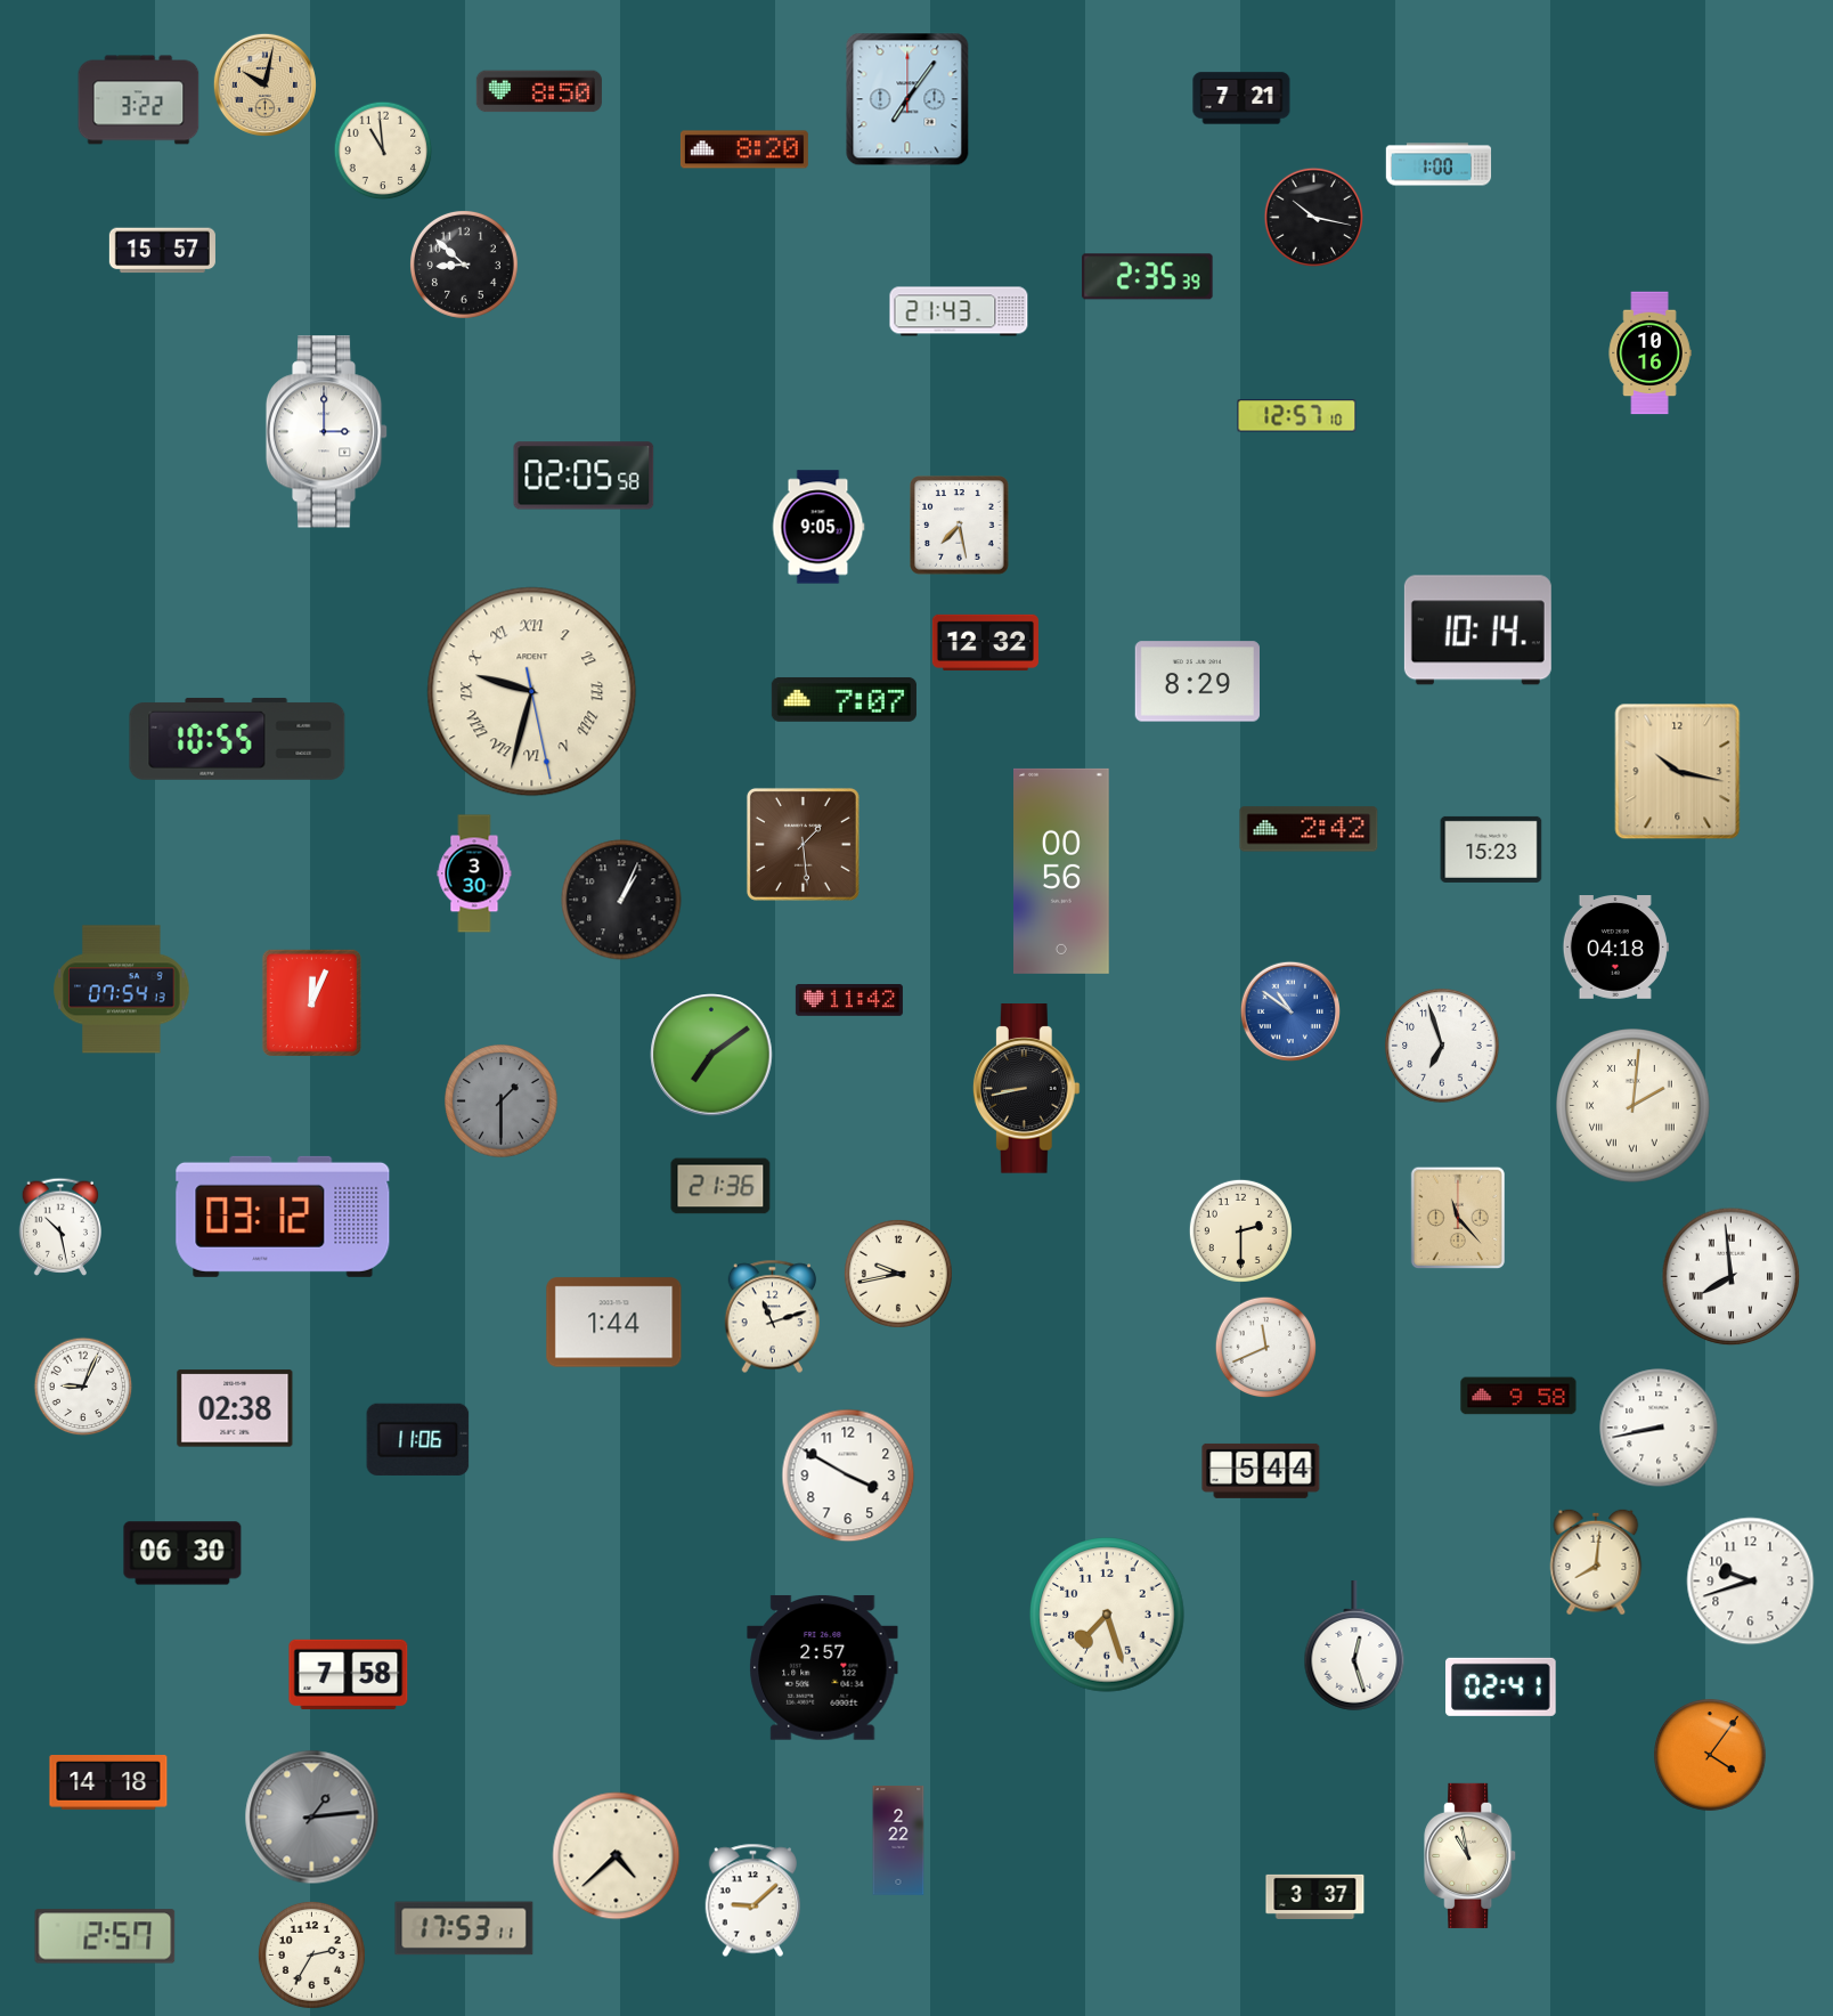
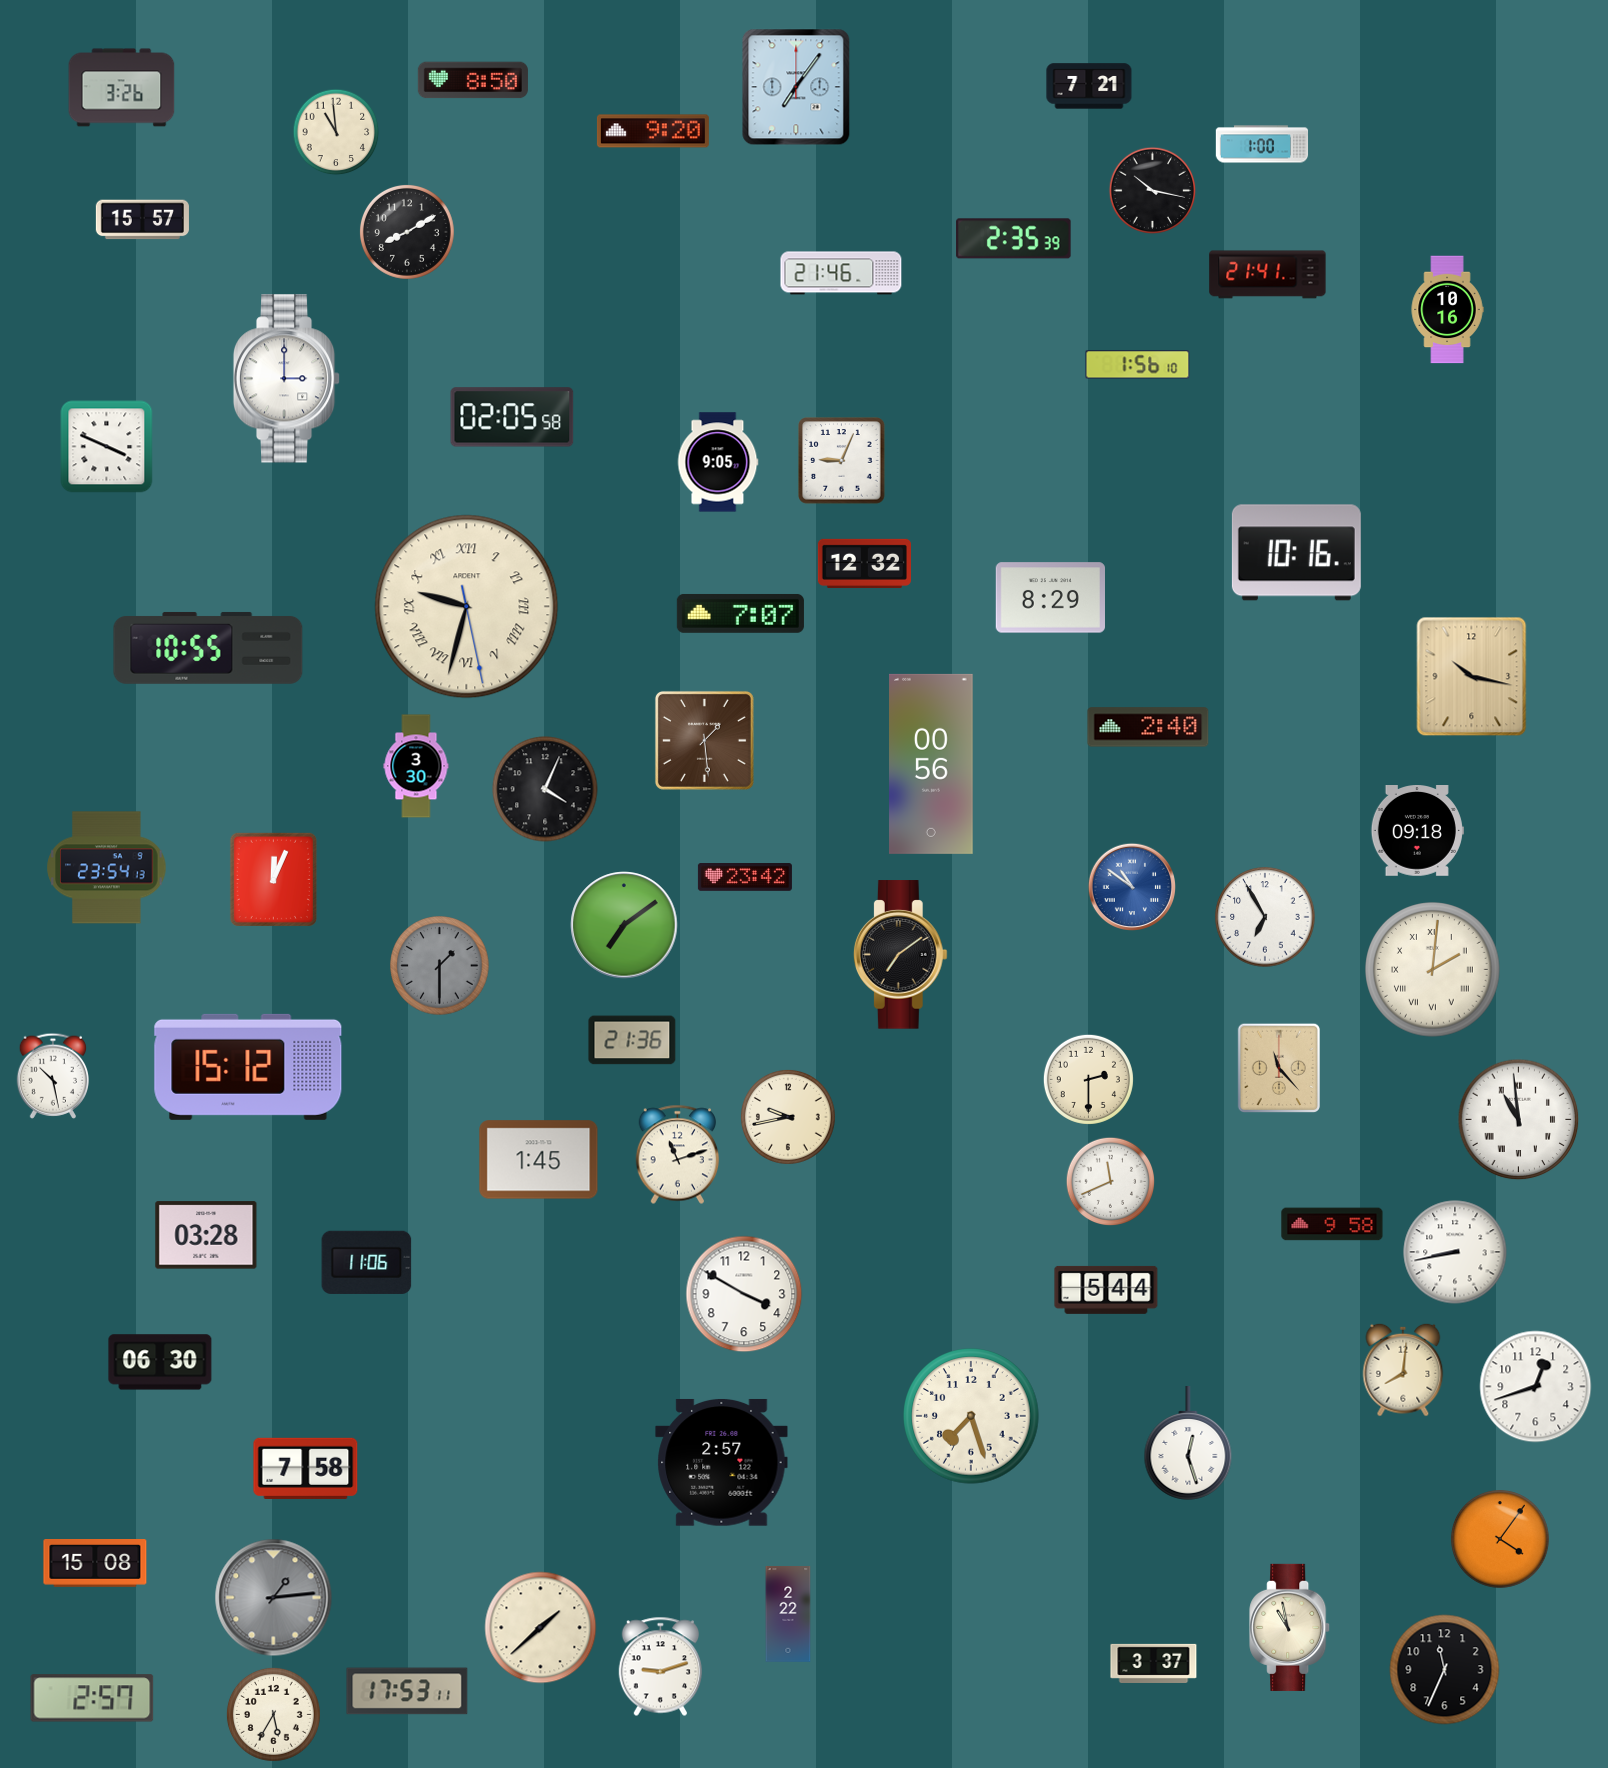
clock at (264, 84): 10:02 -> none
clock at (139, 100): 3:22 -> 3:26
clock at (744, 149): 8:20 -> 9:20
clock at (464, 265): 8:52 -> 8:10
clock at (1148, 277) position: (1148, 277) -> (1014, 239)
clock at (959, 311): 21:43 -> 21:46
clock at (1268, 275): none -> 21:41
clock at (1297, 416): 12:57 -> 1:56
clock at (107, 447): none -> 3:49
clock at (960, 526): 7:28 -> 9:04
clock at (1477, 631): 10:14 -> 10:16
clock at (1309, 829): 2:42 -> 2:40
clock at (1491, 850): 15:23 -> none
clock at (621, 900): 1:04 -> 4:04
clock at (1615, 948): 04:18 -> 09:18
clock at (122, 990): 07:54 -> 23:54
clock at (849, 1000): 11:42 -> 23:42
clock at (1442, 1046): 6:57 -> 6:55
clock at (1026, 1089): 8:43 -> 7:09
clock at (283, 1217): 03:12 -> 15:12
clock at (1732, 1277): 7:59 -> 10:59
clock at (614, 1323): 1:44 -> 1:45
clock at (83, 1387): 9:04 -> none
clock at (235, 1408): 02:38 -> 03:28
clock at (1596, 1562) position: (1596, 1562) -> (1403, 1370)
clock at (1751, 1582): 9:42 -> 12:42
clock at (1501, 1686): 02:41 -> none
clock at (108, 1783): 14:18 -> 15:08
clock at (312, 1818) position: (312, 1818) -> (274, 1598)
clock at (617, 1856): 4:38 -> 1:38
clock at (753, 1901): 9:08 -> 9:12
clock at (1445, 1670): none -> 11:34
clock at (311, 1954): 2:35 -> 5:35
